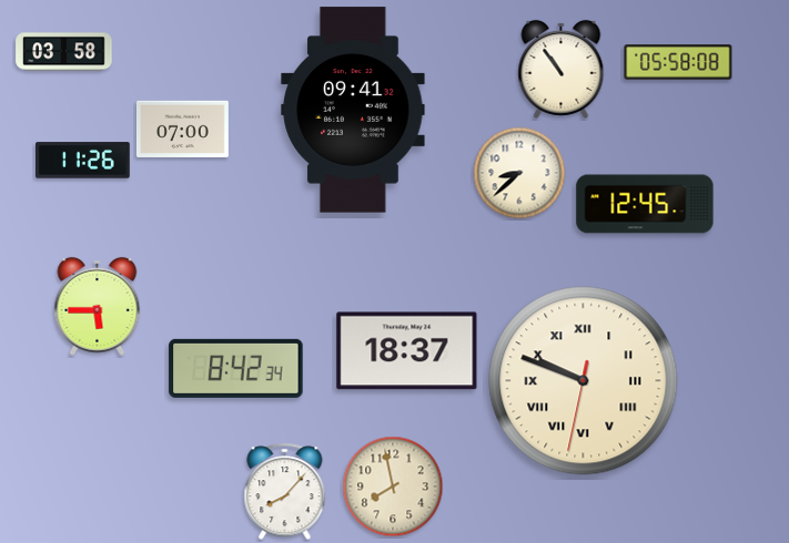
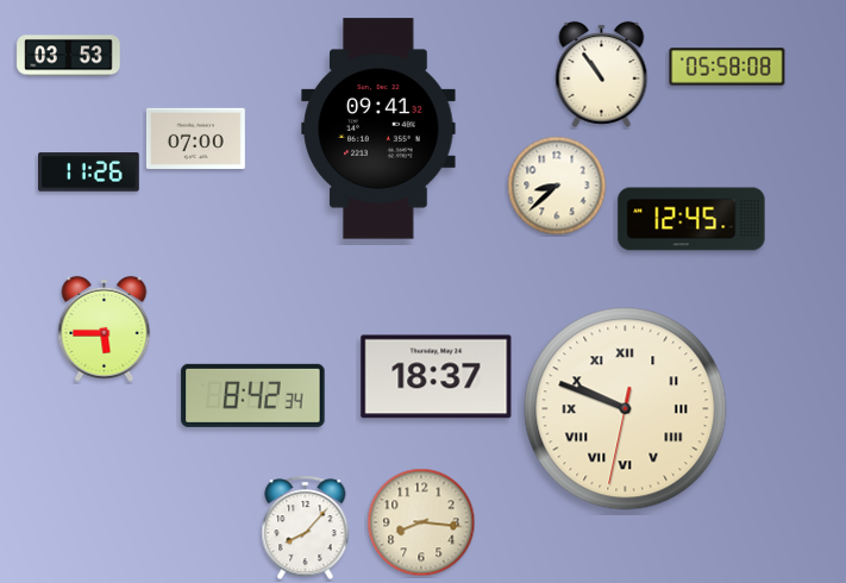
clock at (64, 52): 03:58 -> 03:53
clock at (353, 110) position: (353, 110) -> (378, 128)
clock at (393, 486): 7:58 -> 8:16
